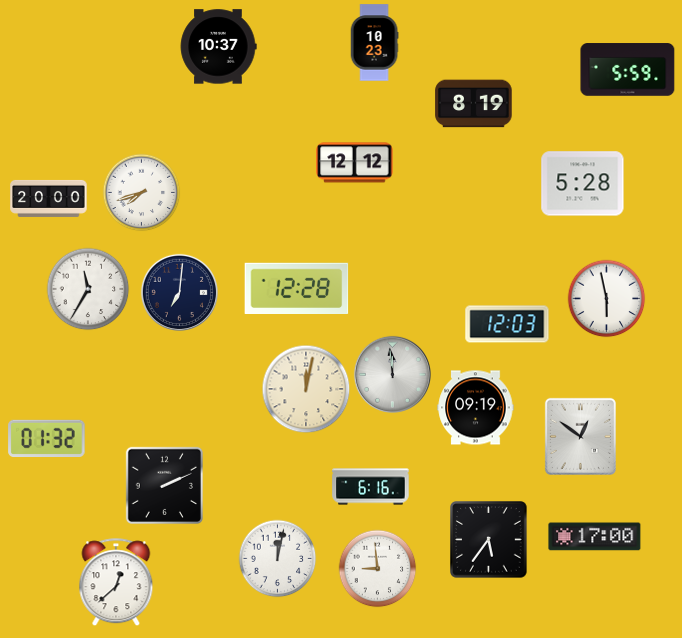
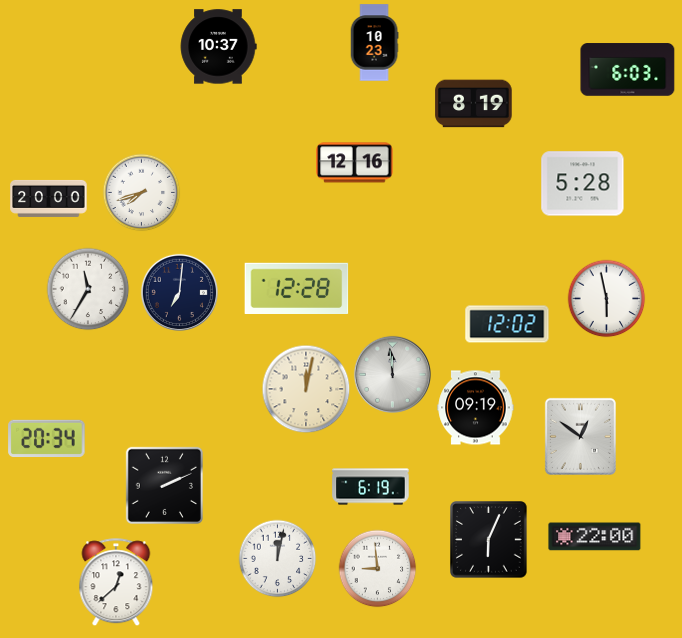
clock at (628, 70): 5:59 -> 6:03
clock at (355, 163): 12:12 -> 12:16
clock at (507, 324): 12:03 -> 12:02
clock at (47, 438): 01:32 -> 20:34
clock at (371, 487): 6:16 -> 6:19
clock at (595, 537): 17:00 -> 22:00
clock at (489, 540): 5:36 -> 6:04
